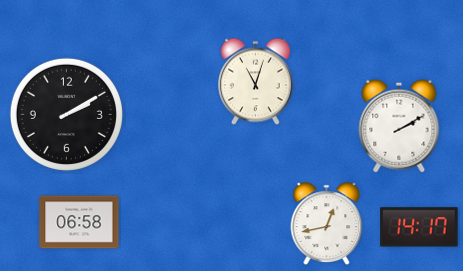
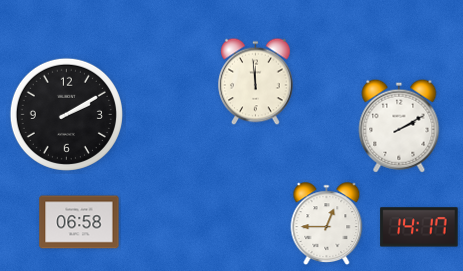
clock at (256, 82): 11:03 -> 11:59
clock at (327, 223): 12:43 -> 12:45
